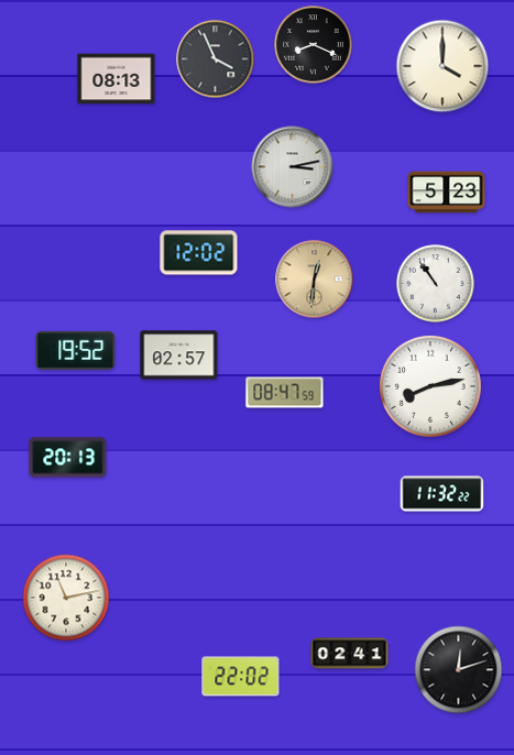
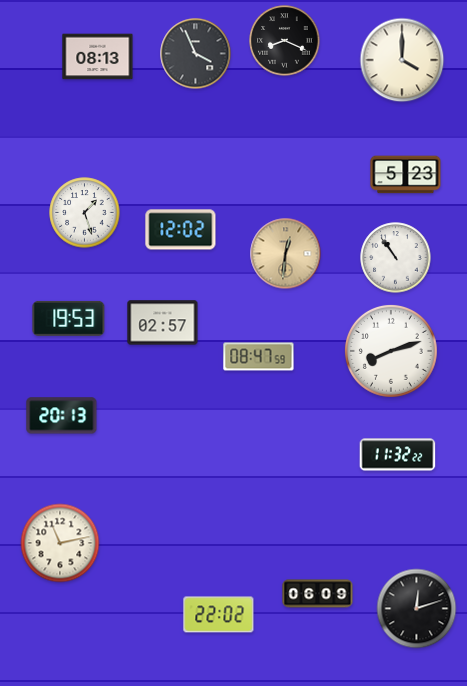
clock at (117, 79) position: (117, 79) -> (98, 57)
clock at (293, 167): 3:13 -> none
clock at (85, 213): none -> 1:27
clock at (76, 350): 19:52 -> 19:53
clock at (430, 386): 8:13 -> 8:12
clock at (442, 494) position: (442, 494) -> (398, 455)
clock at (350, 654): 02:41 -> 06:09
